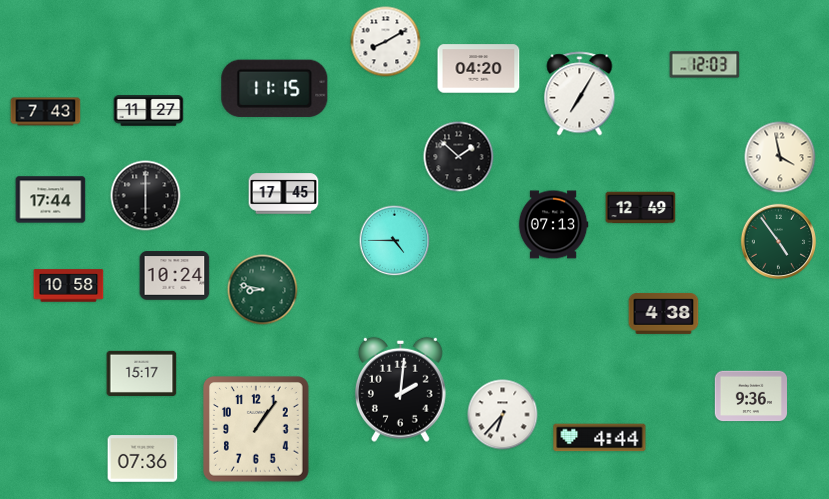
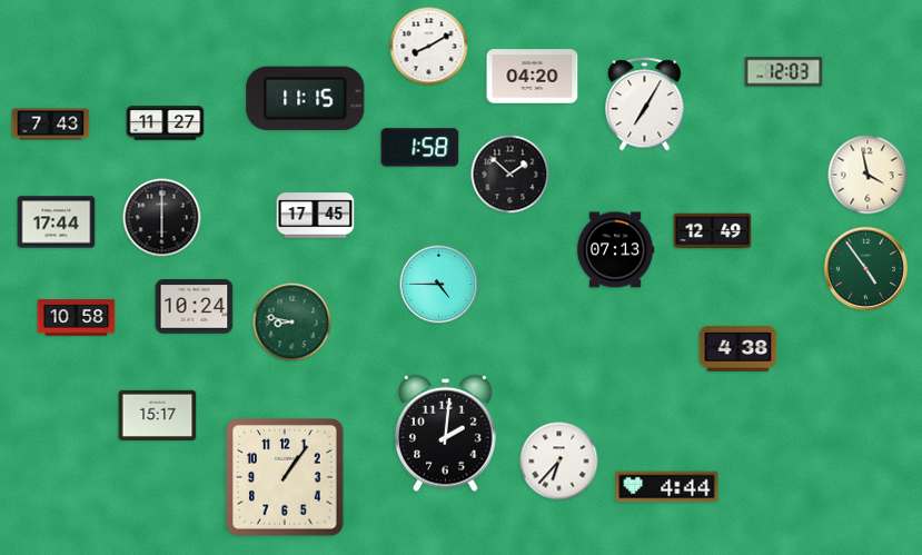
clock at (420, 148): none -> 1:58
clock at (395, 241) position: (395, 241) -> (439, 285)
clock at (750, 396): 9:36 -> none
clock at (143, 459): 07:36 -> none
